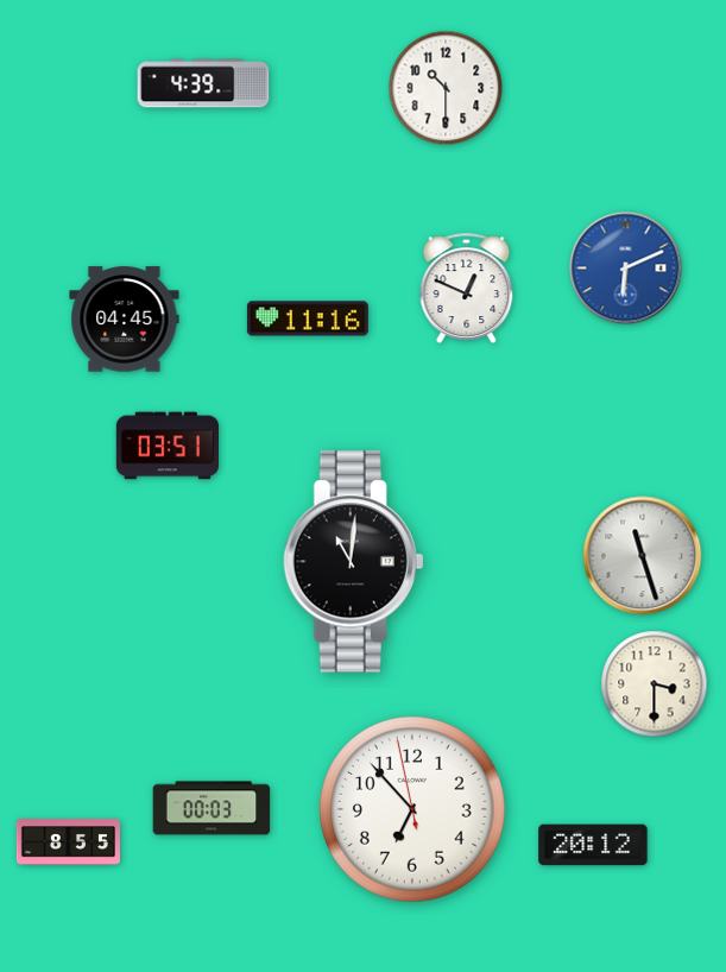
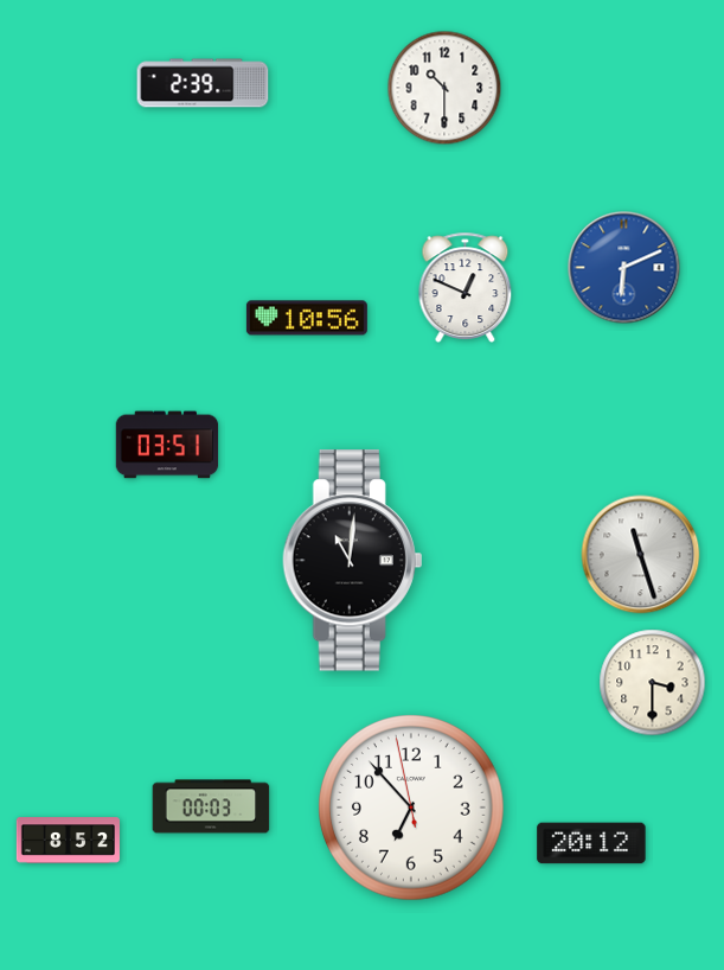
clock at (203, 83): 4:39 -> 2:39
clock at (308, 318): 11:16 -> 10:56
clock at (125, 320): 04:45 -> none
clock at (68, 842): 8:55 -> 8:52
